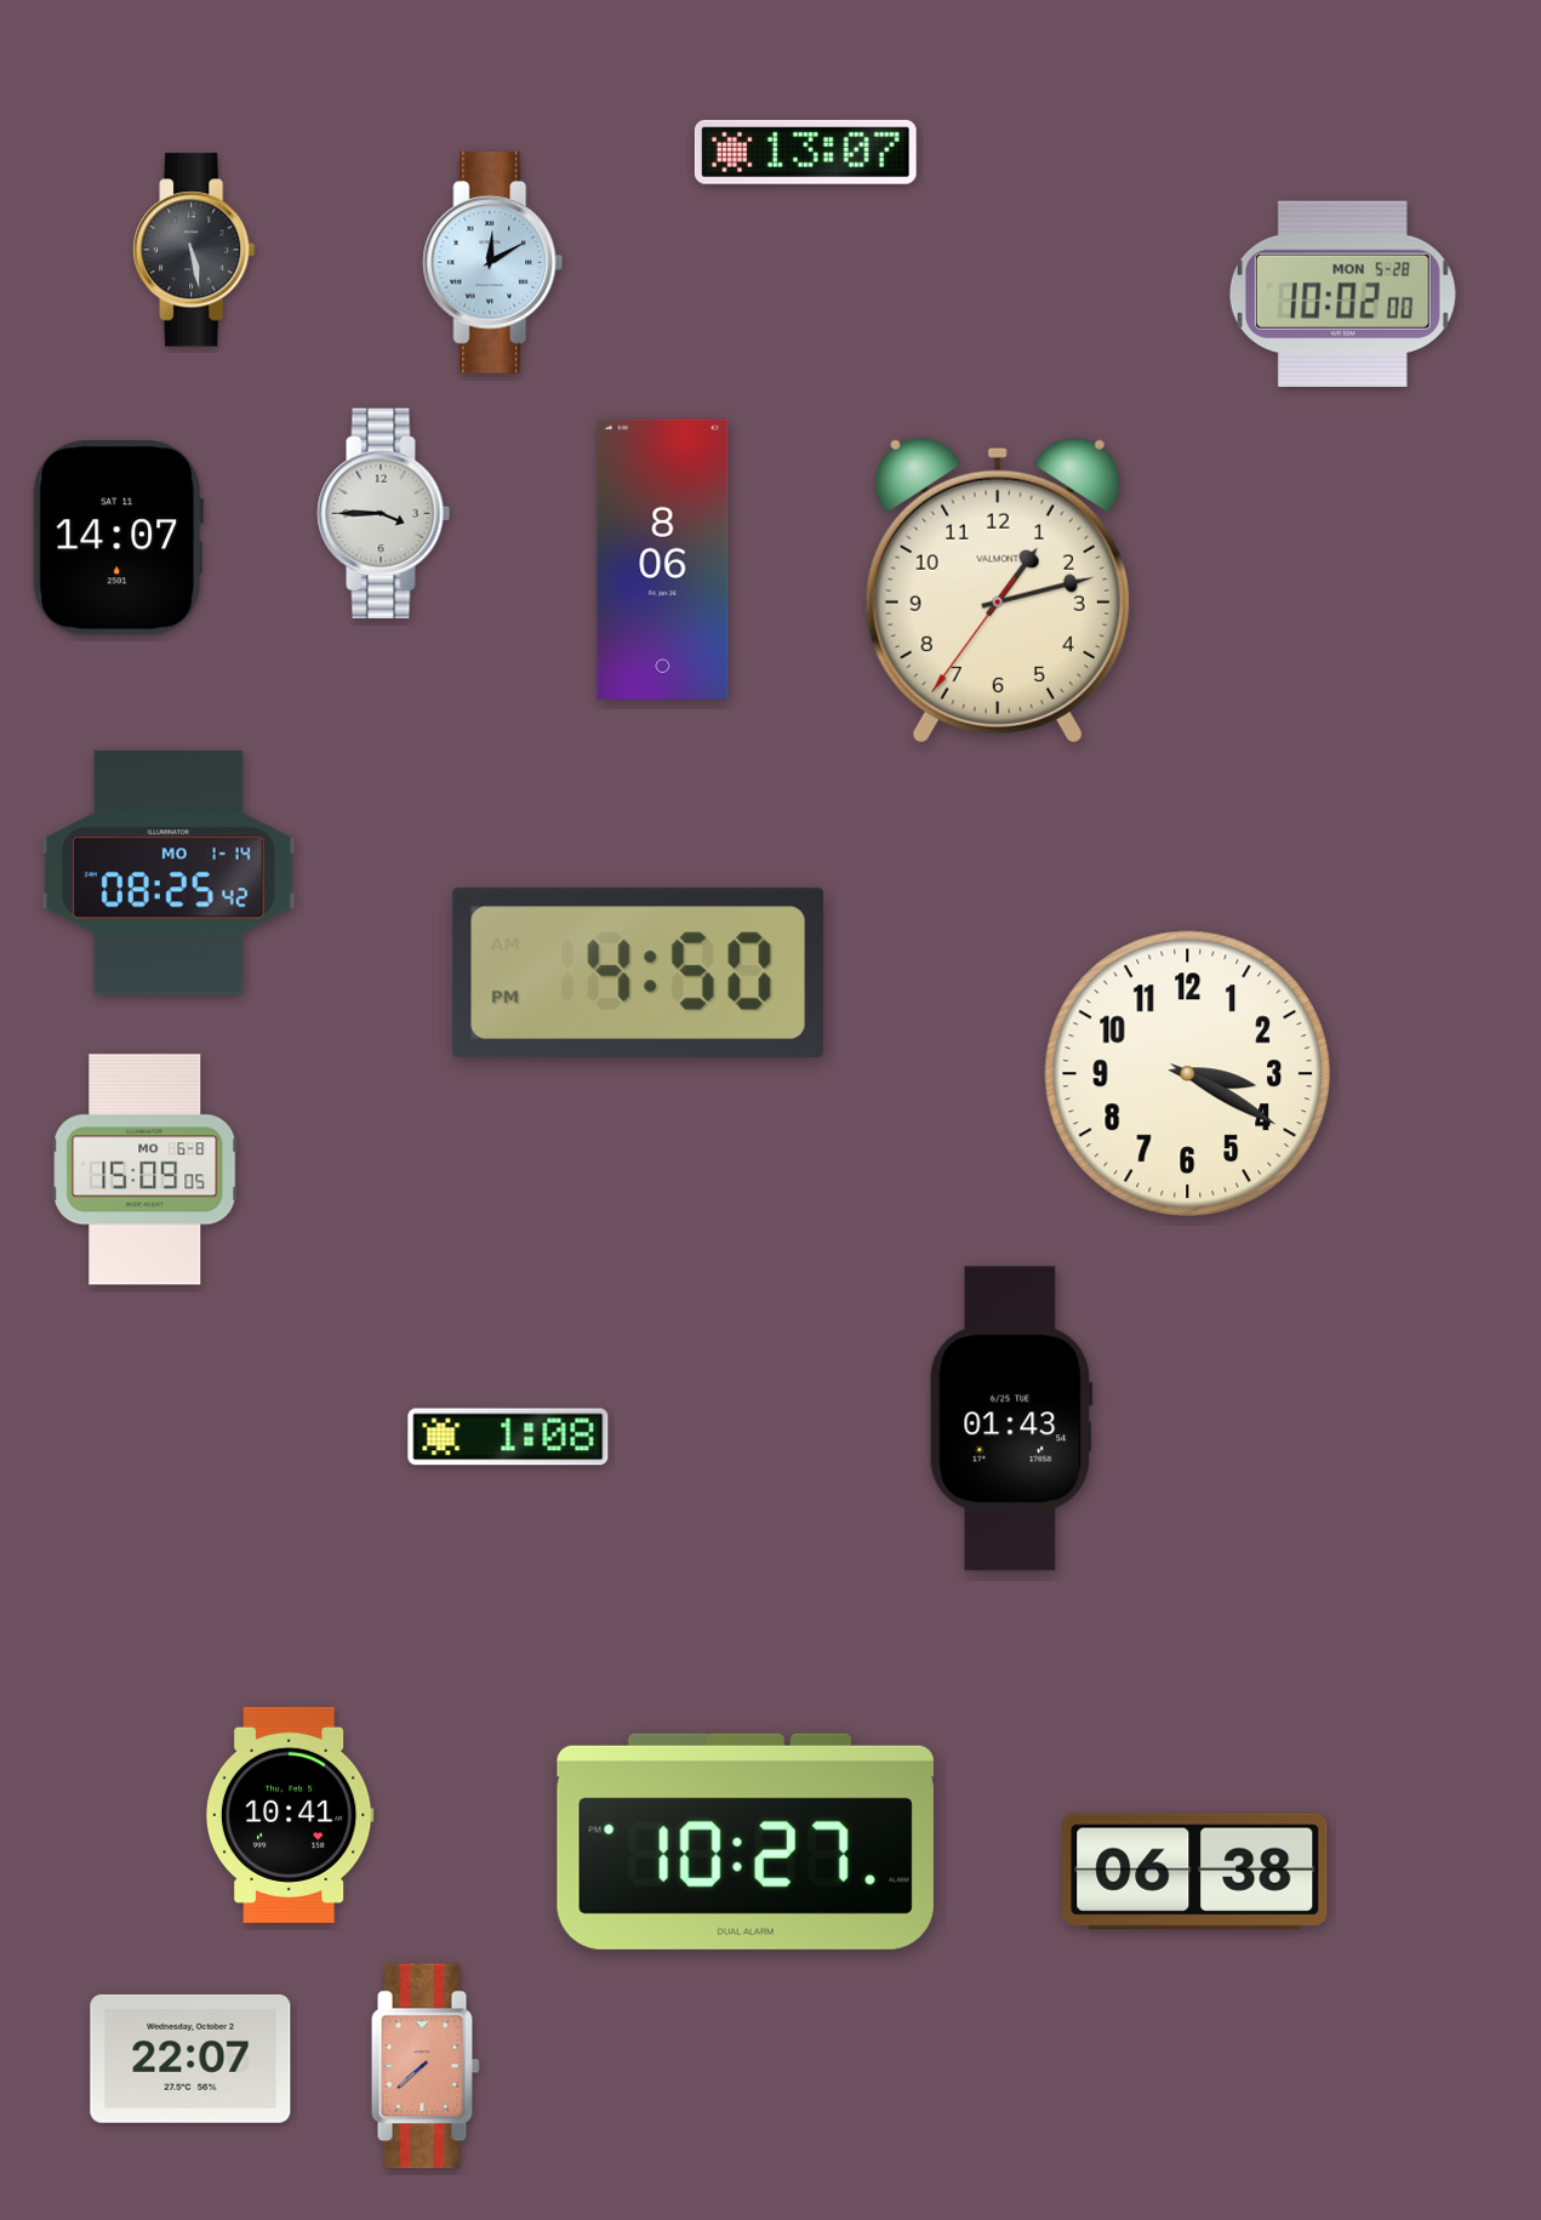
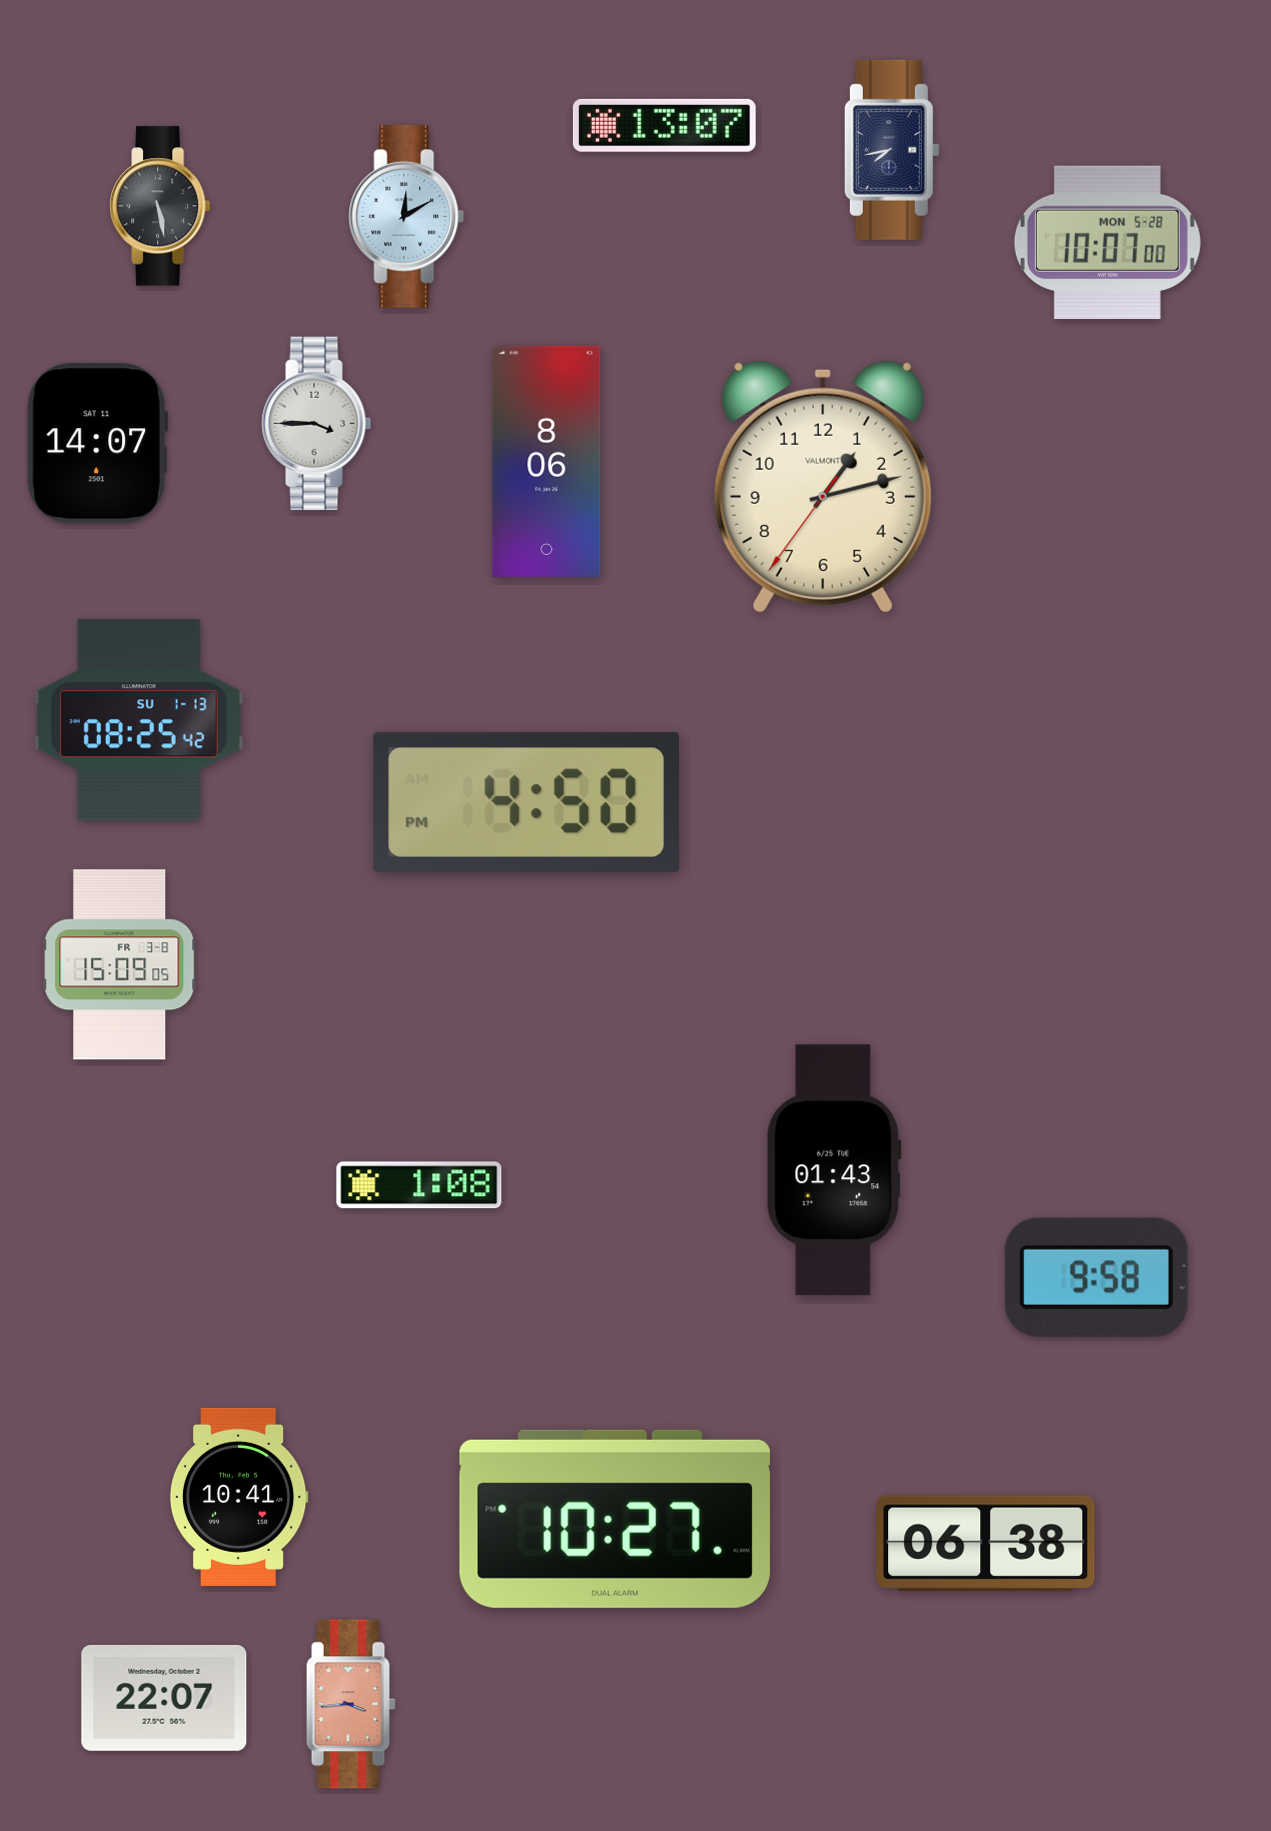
clock at (892, 150): none -> 7:43
clock at (1342, 293): 10:02 -> 10:07
clock at (169, 873) date: MO 1-14 -> SU 1-13
clock at (1188, 1074): 3:20 -> none
clock at (145, 1170) date: MO 6-8 -> FR 3-8
clock at (1096, 1277): none -> 9:58
clock at (190, 2059) position: (190, 2059) -> (164, 1698)
clock at (426, 2066): 7:38 -> 3:44
